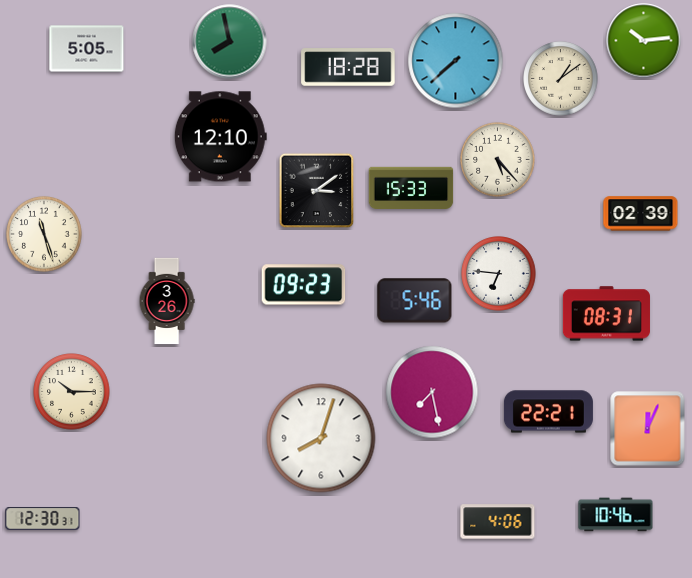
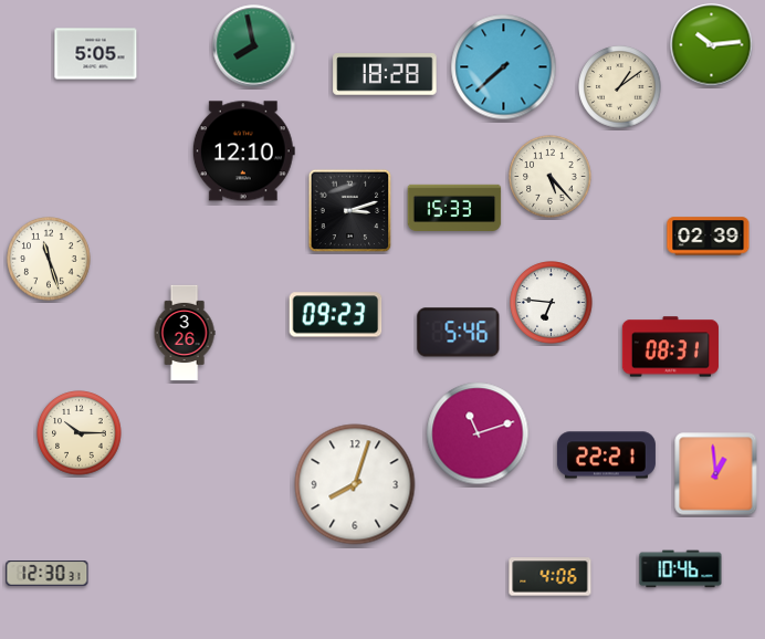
clock at (317, 191): 3:09 -> 3:12
clock at (432, 392): 7:28 -> 11:12
clock at (648, 429): 12:04 -> 12:59
